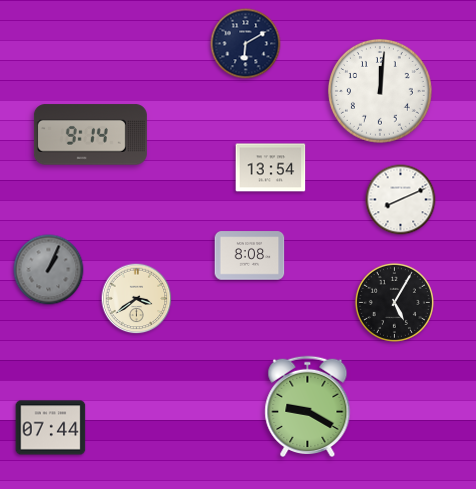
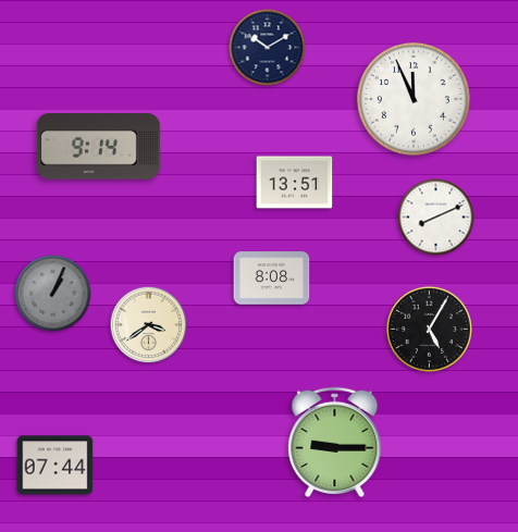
clock at (246, 44): 6:10 -> 10:10
clock at (381, 92): 12:01 -> 11:56
clock at (271, 168): 13:54 -> 13:51
clock at (308, 406): 9:20 -> 9:15
